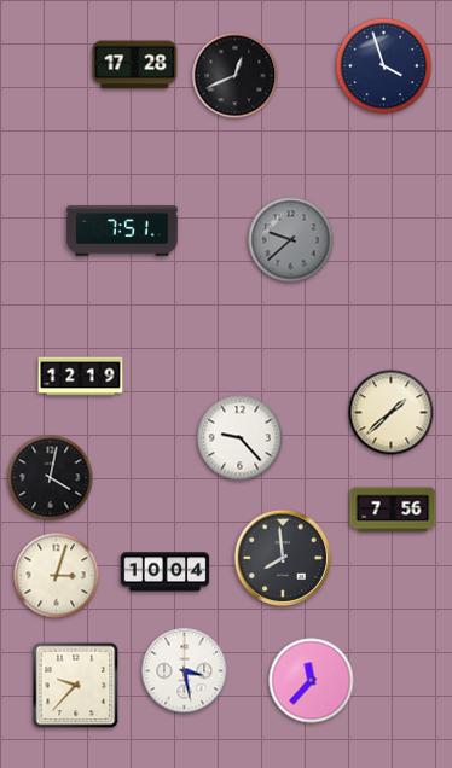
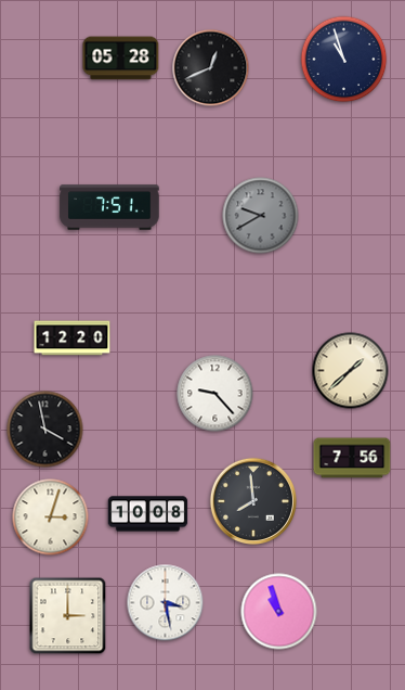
clock at (135, 65): 17:28 -> 05:28
clock at (384, 66): 3:57 -> 10:57
clock at (291, 240): 9:38 -> 9:40
clock at (81, 377): 12:19 -> 12:20
clock at (51, 478): 4:02 -> 3:58
clock at (166, 572): 10:04 -> 10:08
clock at (312, 681): 11:37 -> 10:57
clock at (76, 686): 9:37 -> 3:00
